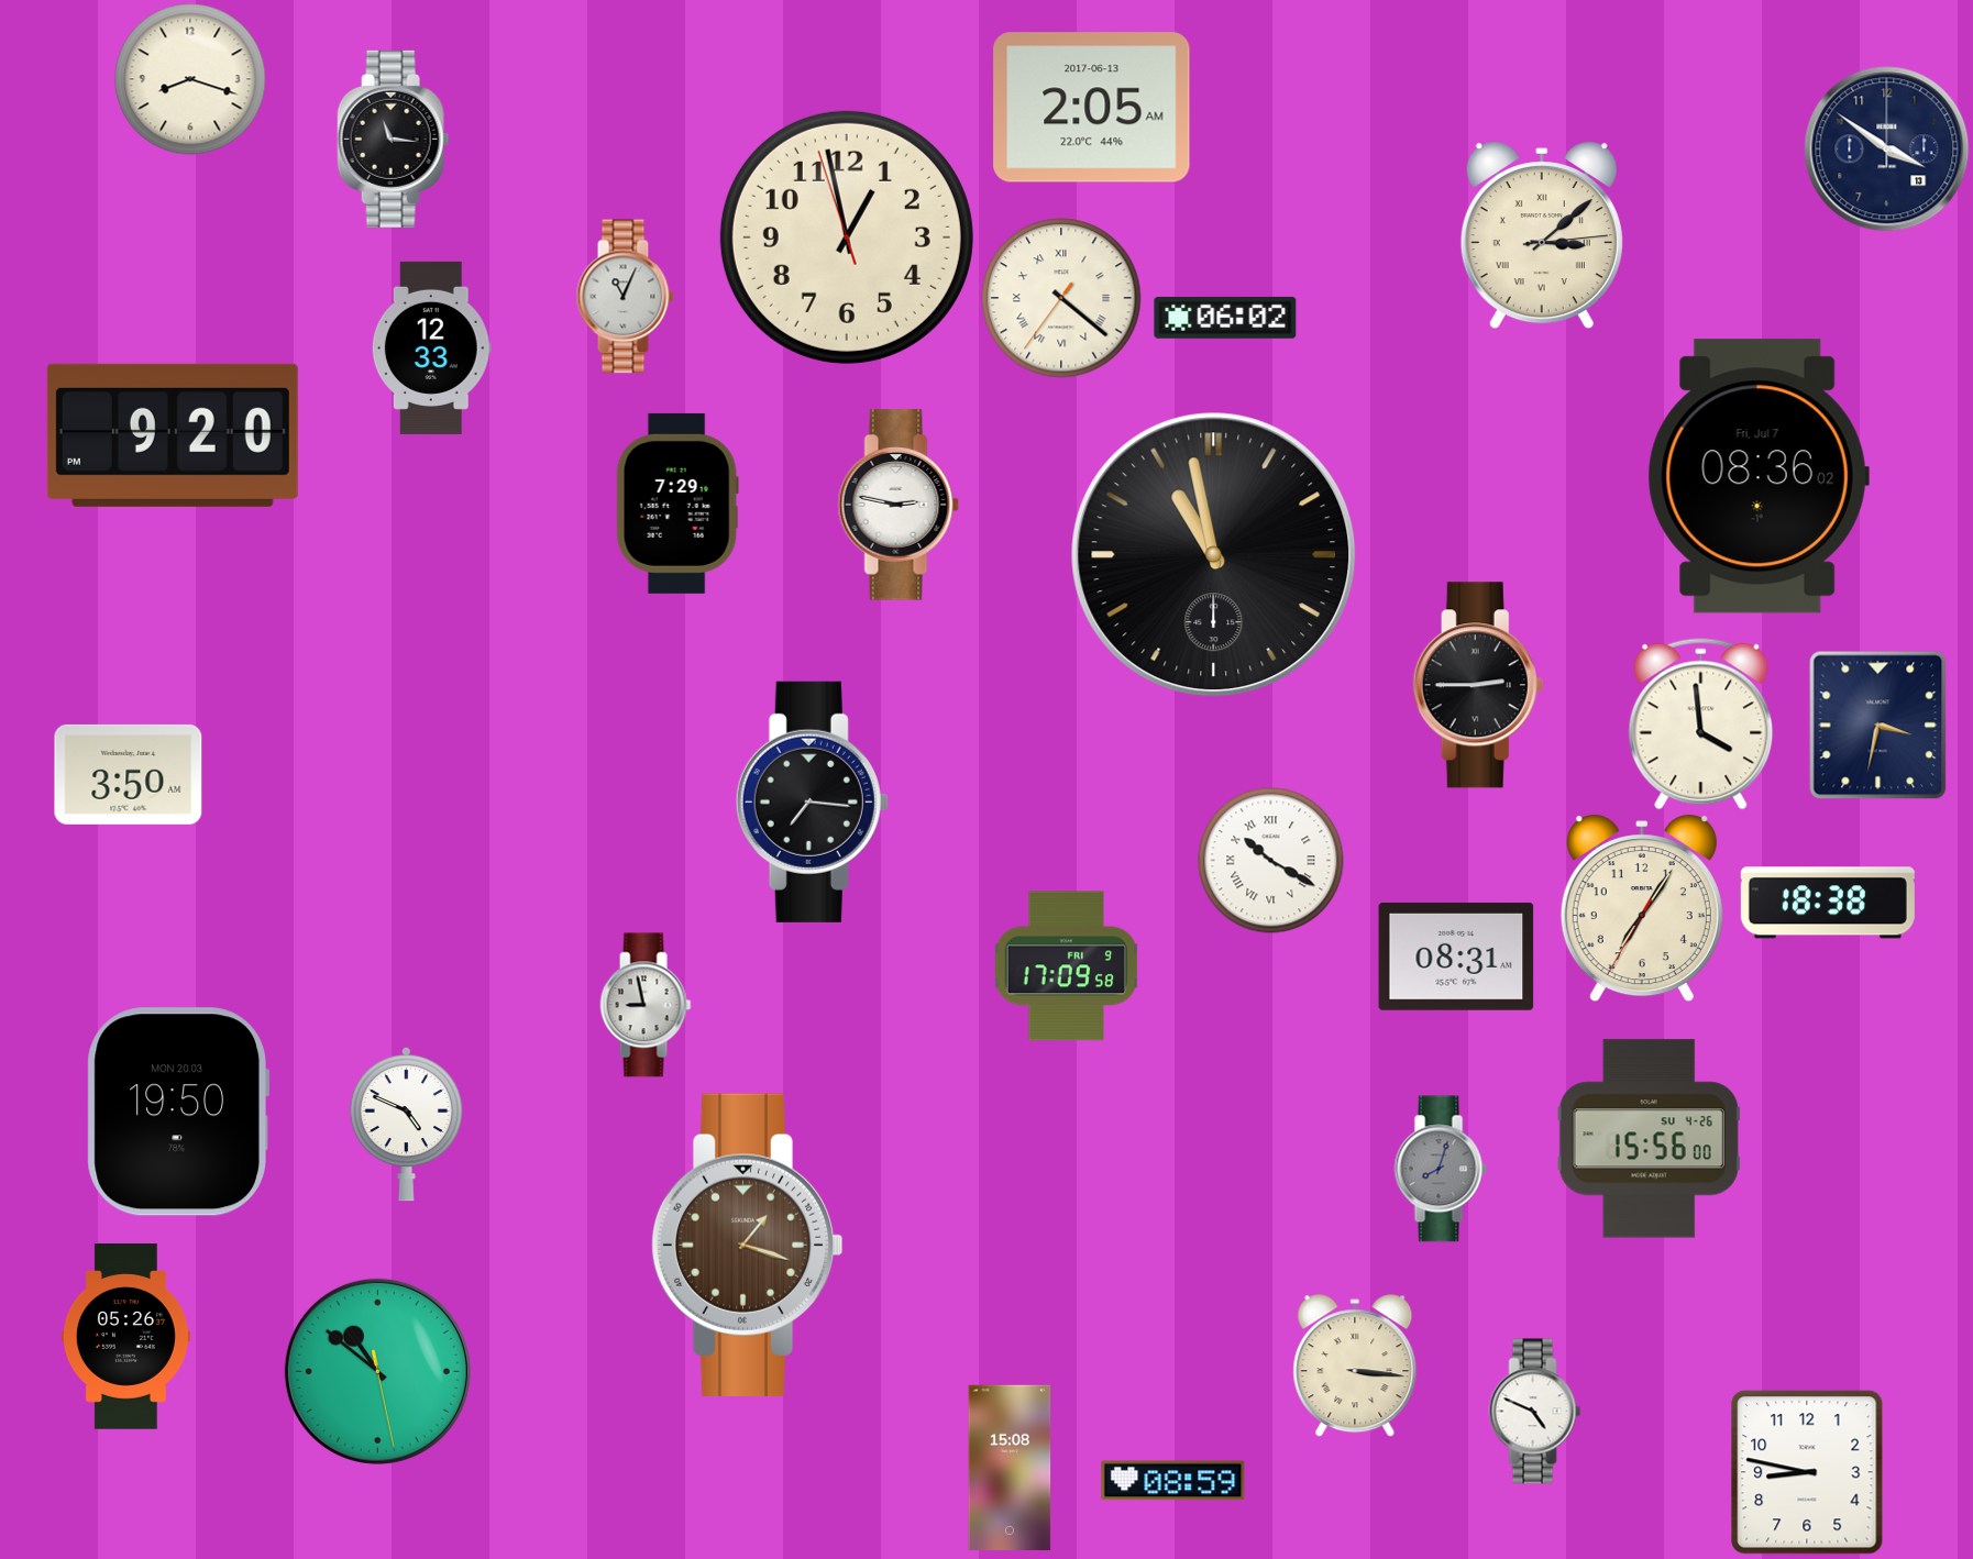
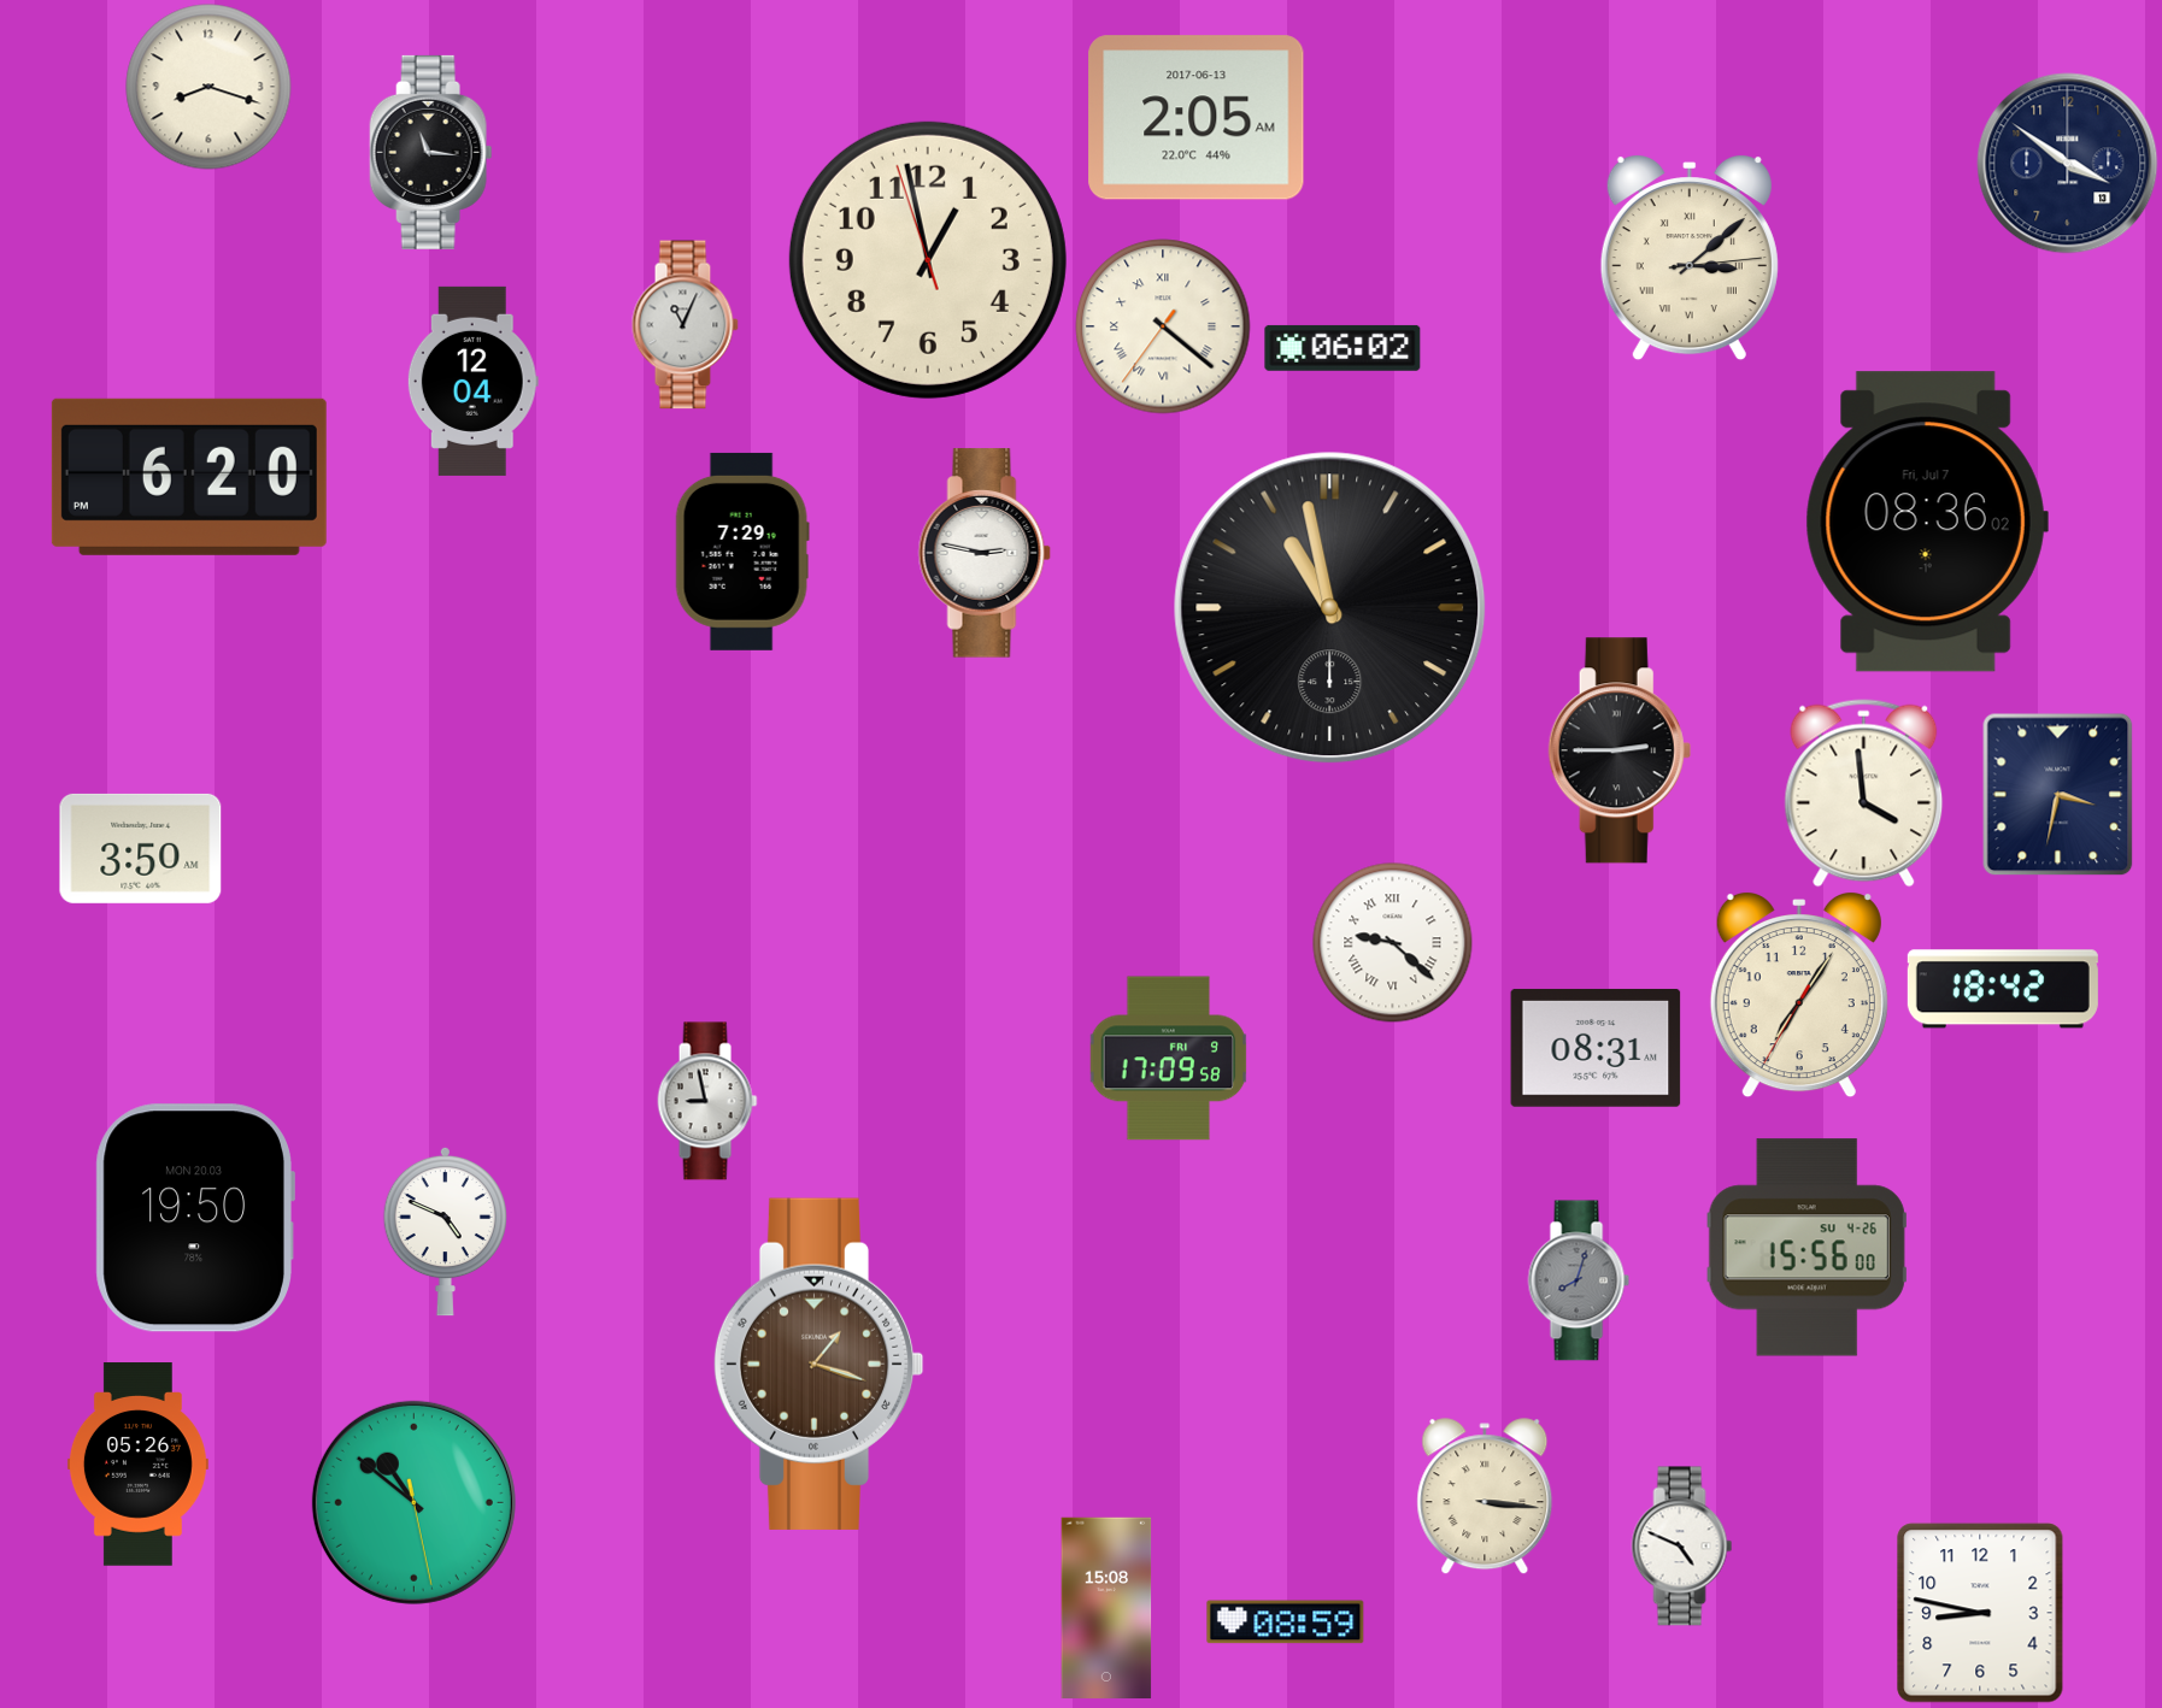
clock at (431, 347): 12:33 -> 12:04
clock at (173, 435): 9:20 -> 6:20
clock at (812, 801): 7:16 -> none
clock at (1271, 861): 10:20 -> 9:22
clock at (1828, 903): 18:38 -> 18:42
